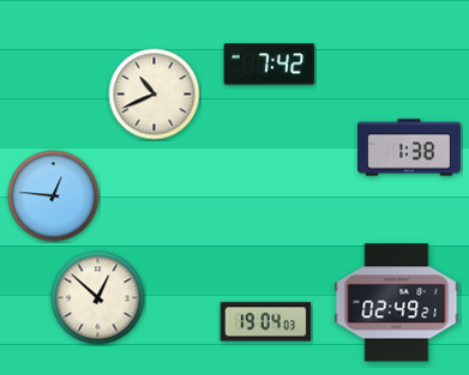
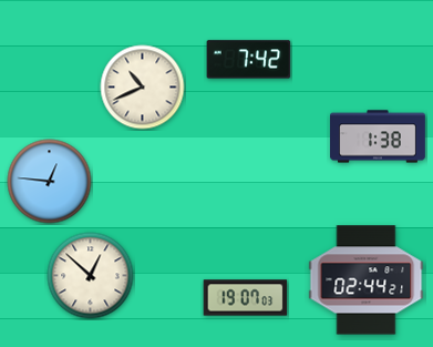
clock at (397, 303): 02:49 -> 02:44
clock at (266, 322): 19:04 -> 19:07
